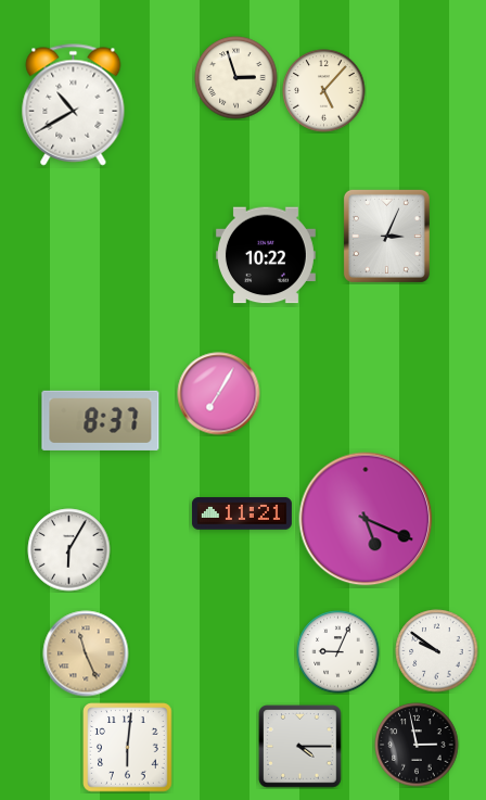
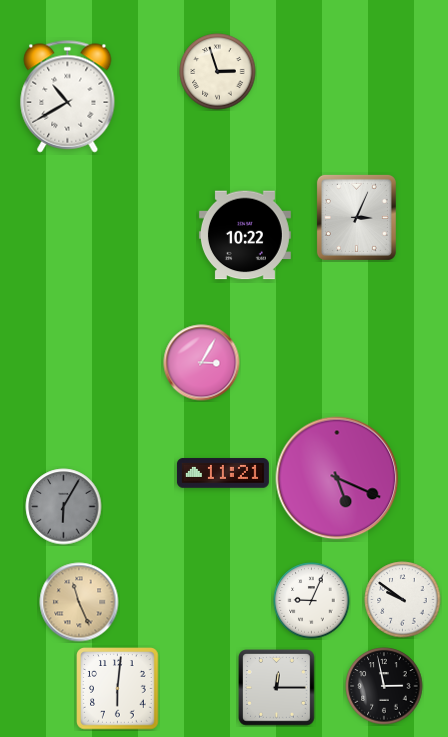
clock at (324, 91): 5:07 -> none
clock at (219, 394): 7:05 -> 3:05
clock at (101, 420): 8:37 -> none
clock at (69, 550) dial: white -> grey
clock at (300, 747): 4:15 -> 12:15
